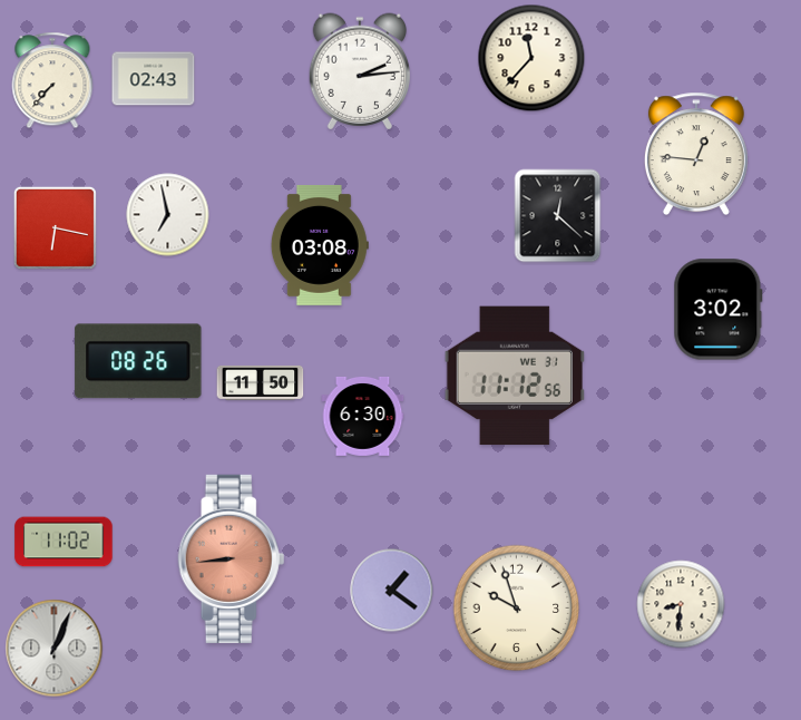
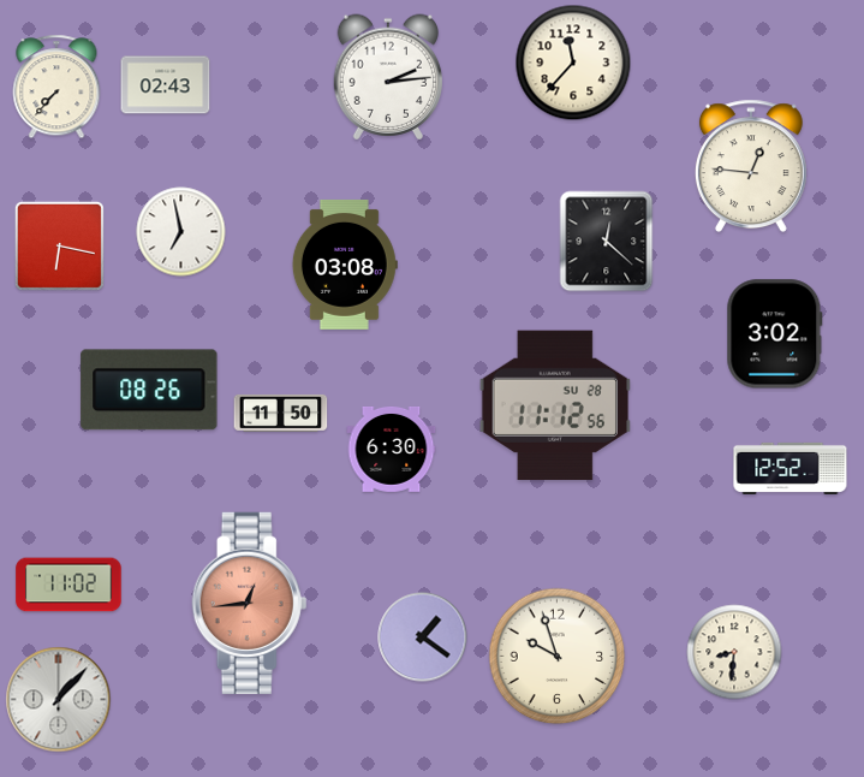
clock at (558, 216) position: (558, 216) -> (607, 242)
clock at (514, 376) date: WE 31 -> SU 28
clock at (791, 468): none -> 12:52
clock at (232, 558): 8:44 -> 12:44
clock at (55, 649): 1:04 -> 1:07
